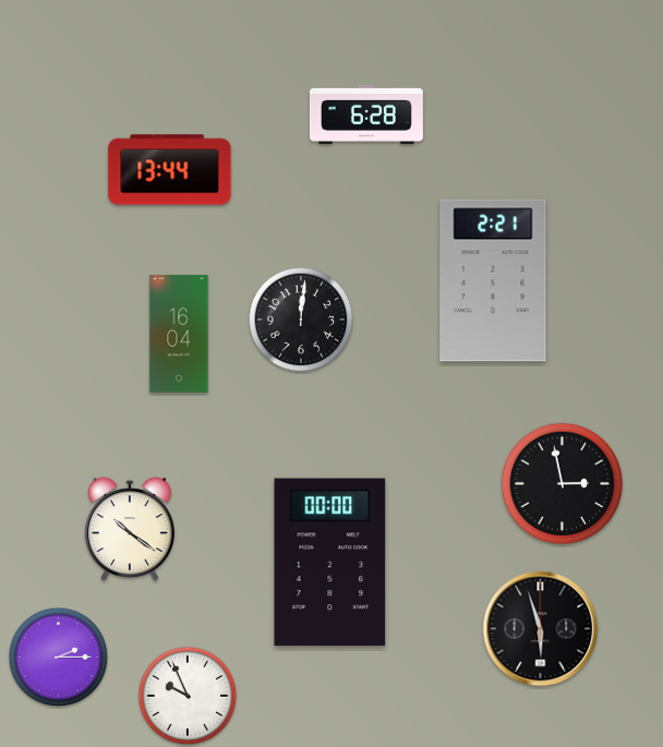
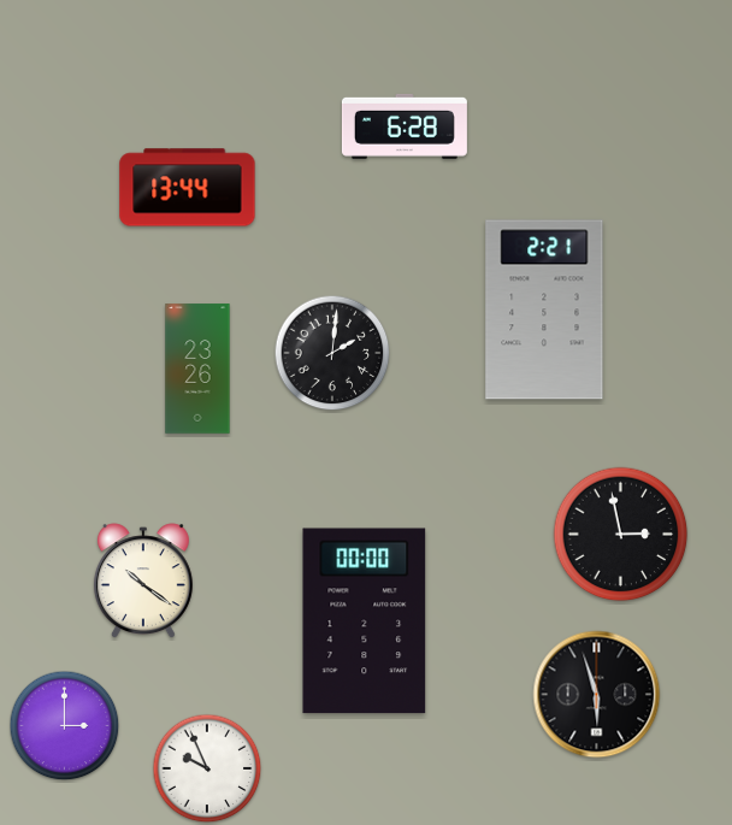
clock at (301, 320): 12:01 -> 2:01
clock at (179, 334): 16:04 -> 23:26
clock at (130, 530) position: (130, 530) -> (143, 582)
clock at (59, 658): 2:15 -> 3:00
